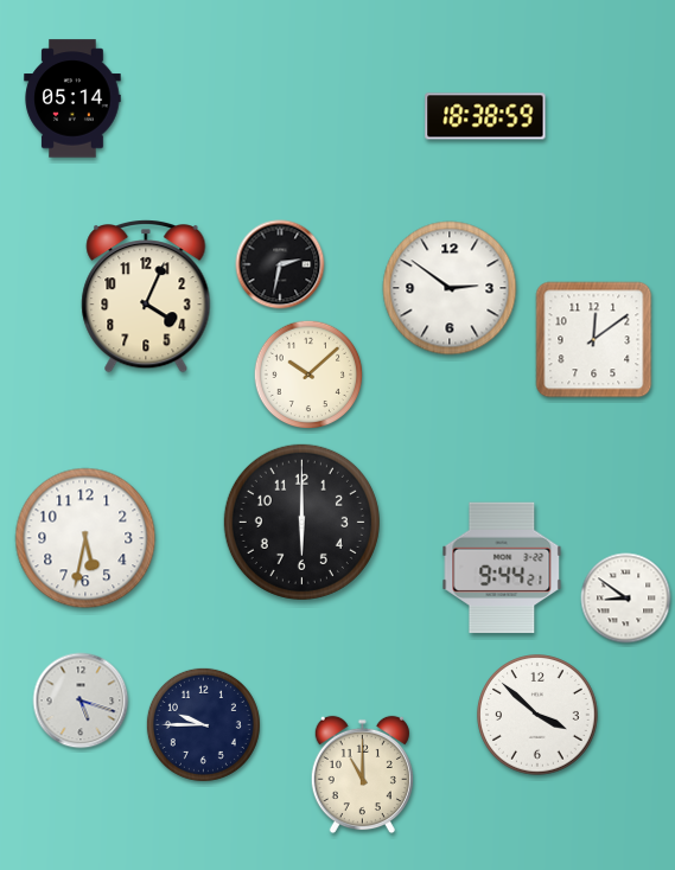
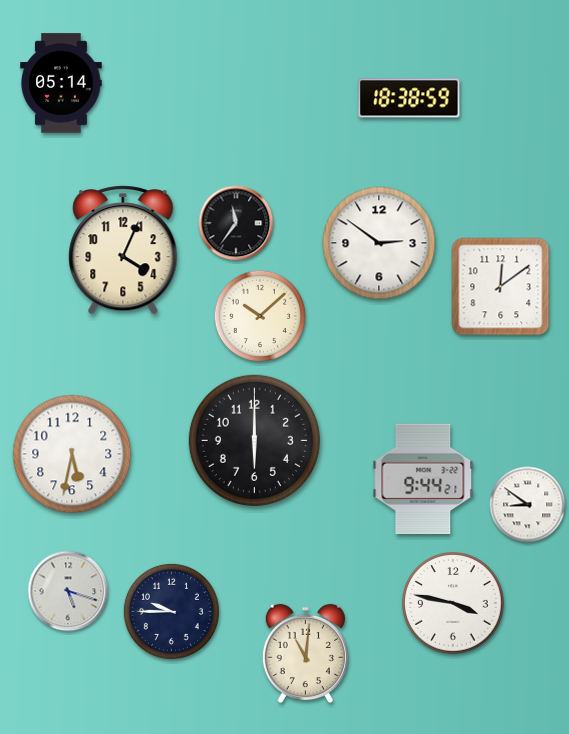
clock at (280, 264): 2:32 -> 11:36
clock at (537, 715): 3:52 -> 3:47
clock at (362, 775): 11:00 -> 11:01
